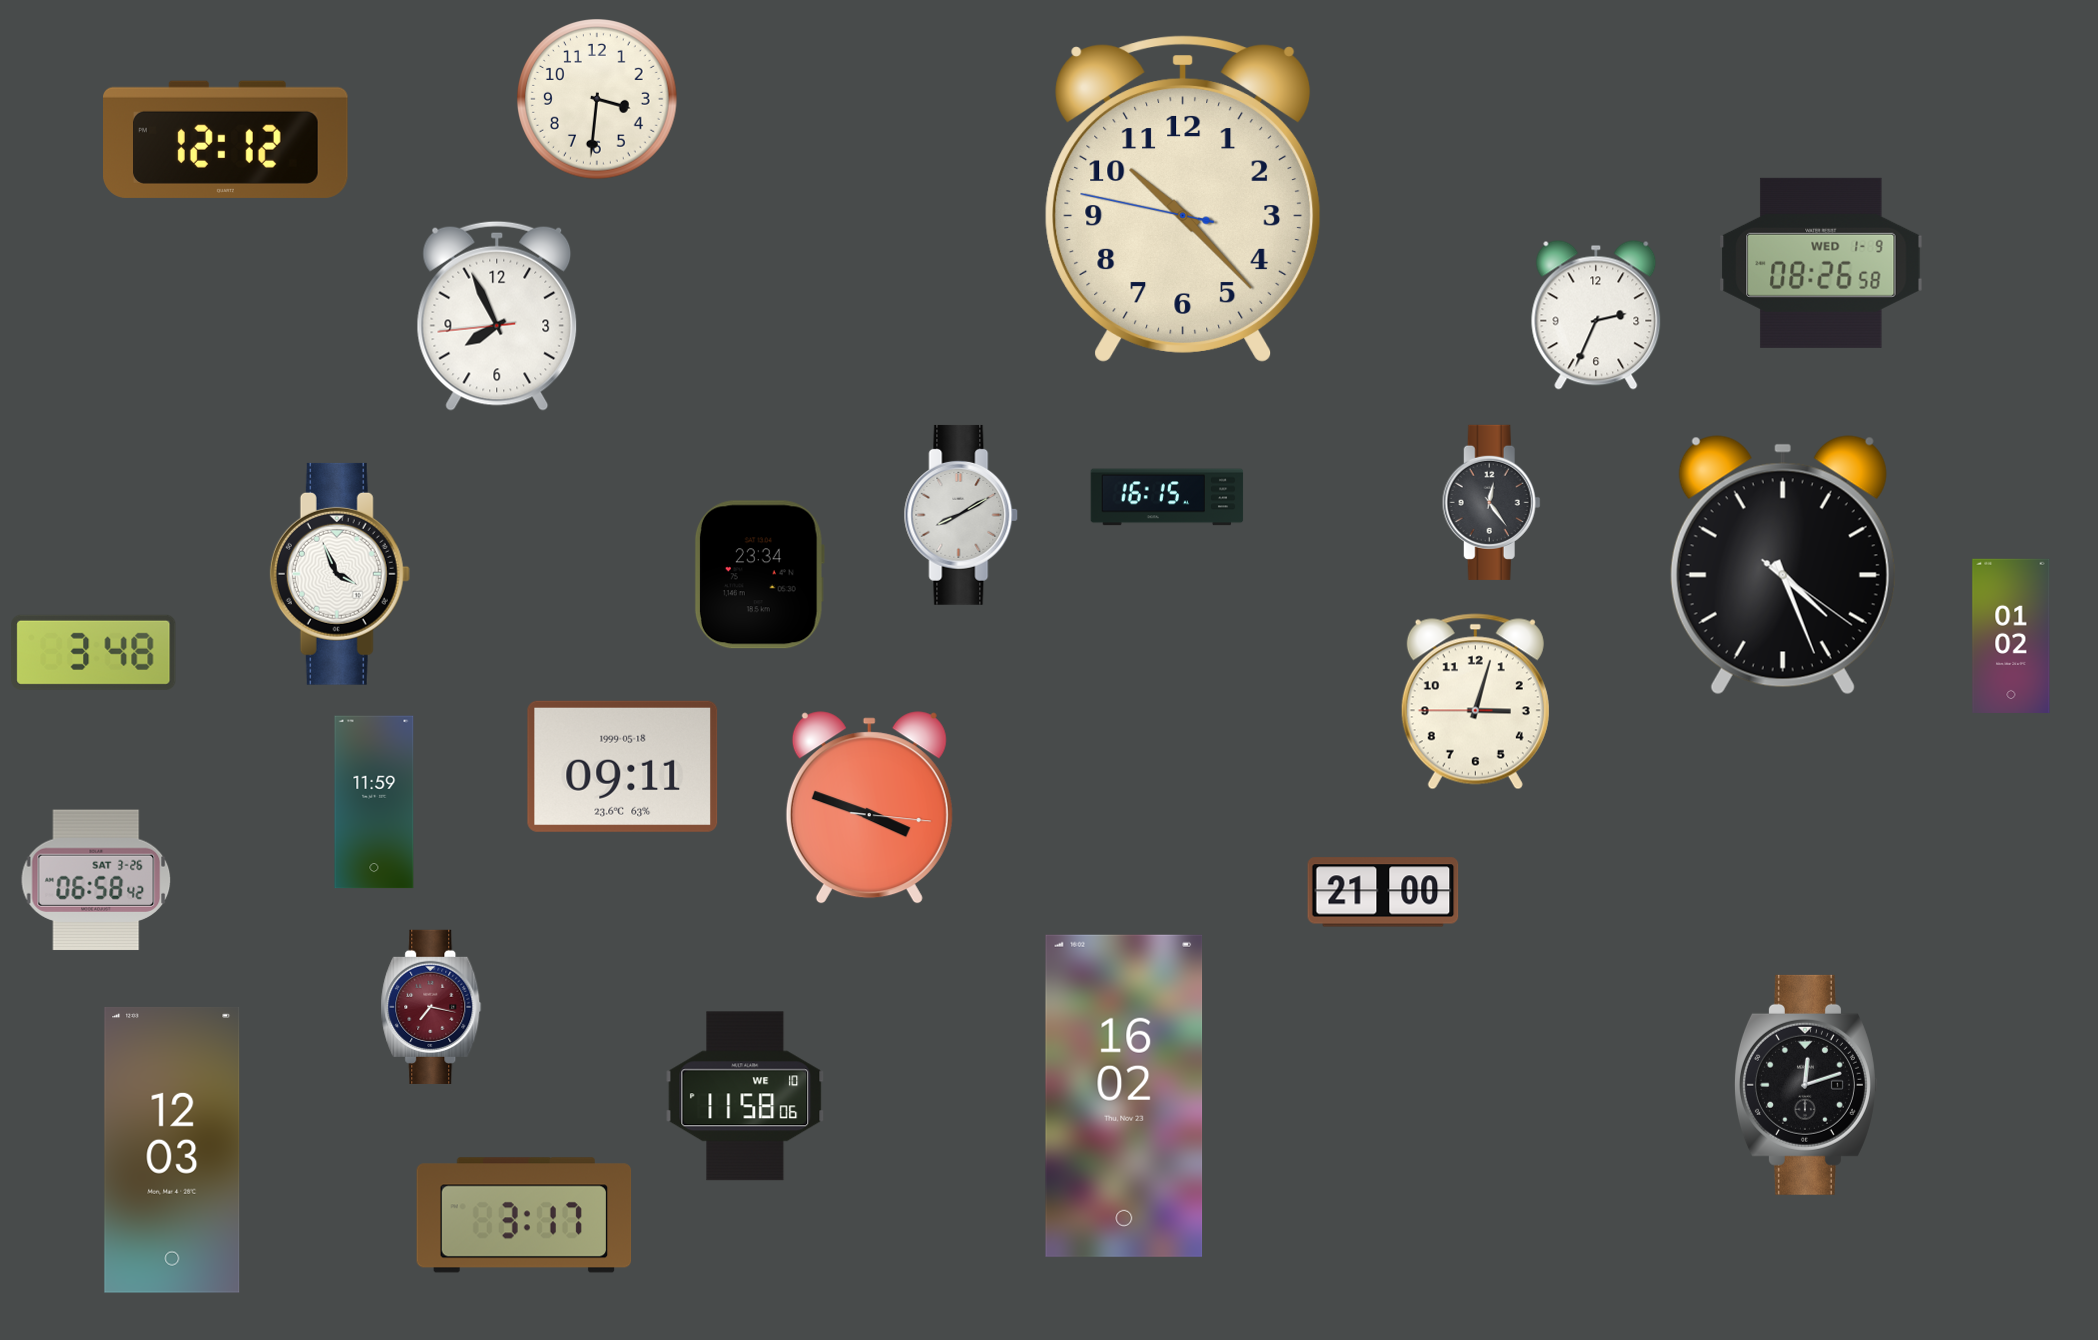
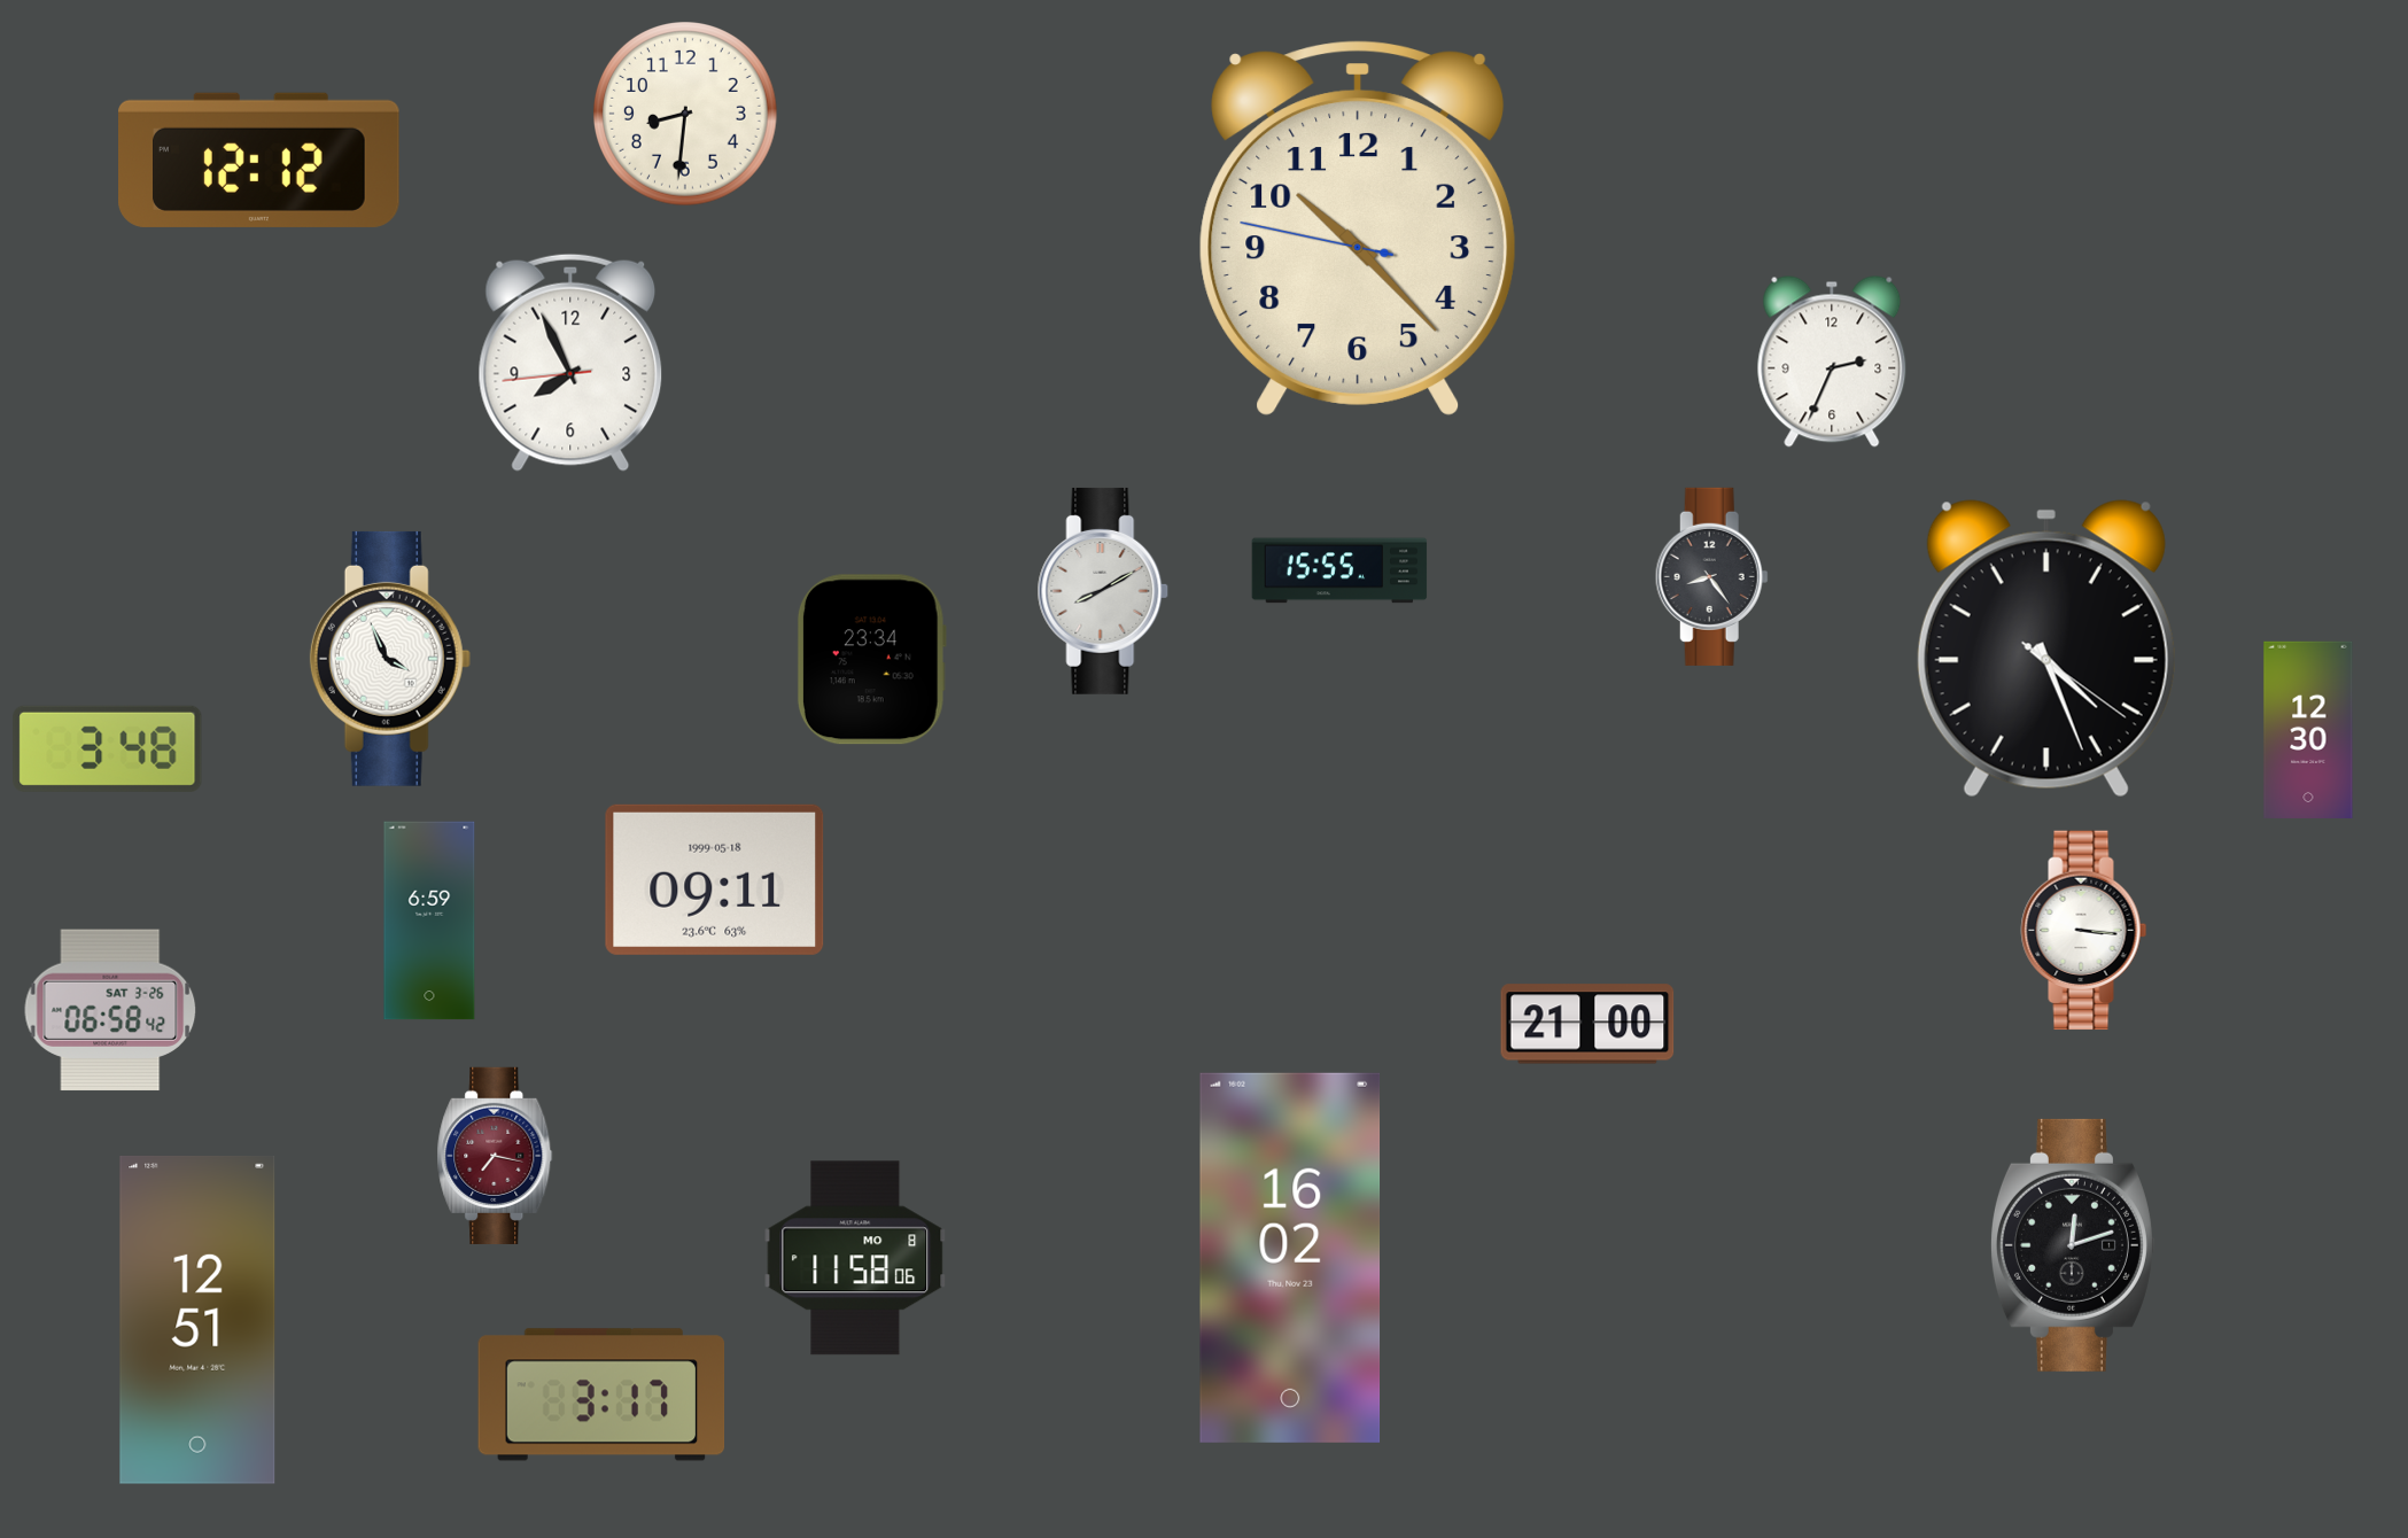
clock at (598, 100): 3:31 -> 8:31
clock at (1821, 263): 08:26 -> none
clock at (1167, 497): 16:15 -> 15:55
clock at (1491, 502): 12:24 -> 8:24
clock at (2011, 636): 01:02 -> 12:30
clock at (1475, 702): 3:02 -> none
clock at (374, 802): 11:59 -> 6:59
clock at (869, 808): 3:48 -> none
clock at (2084, 931): none -> 3:16
clock at (745, 1096) date: WE 10 -> MO 8
clock at (172, 1150): 12:03 -> 12:51
